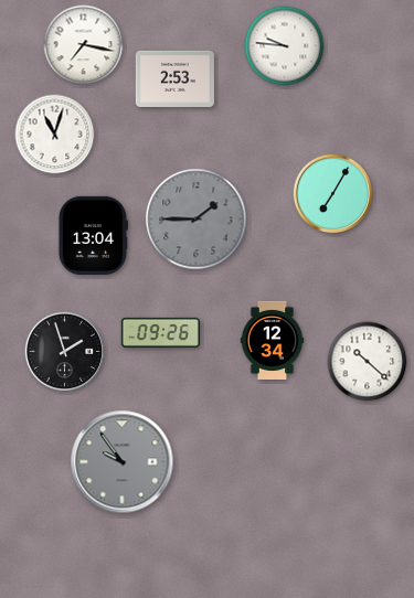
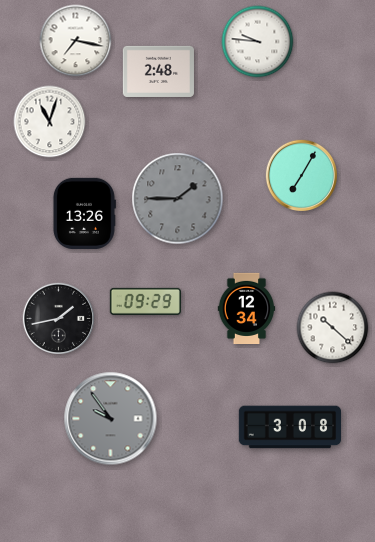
clock at (174, 78): 2:53 -> 2:48
clock at (93, 235): 13:04 -> 13:26
clock at (160, 332): 09:26 -> 09:29
clock at (64, 351): 1:57 -> 1:43
clock at (290, 427): none -> 3:08
